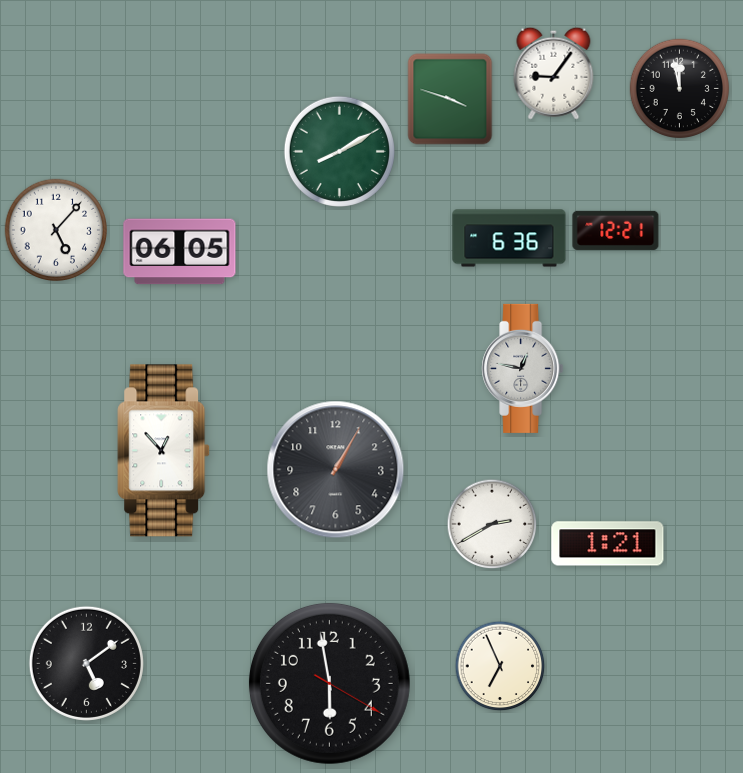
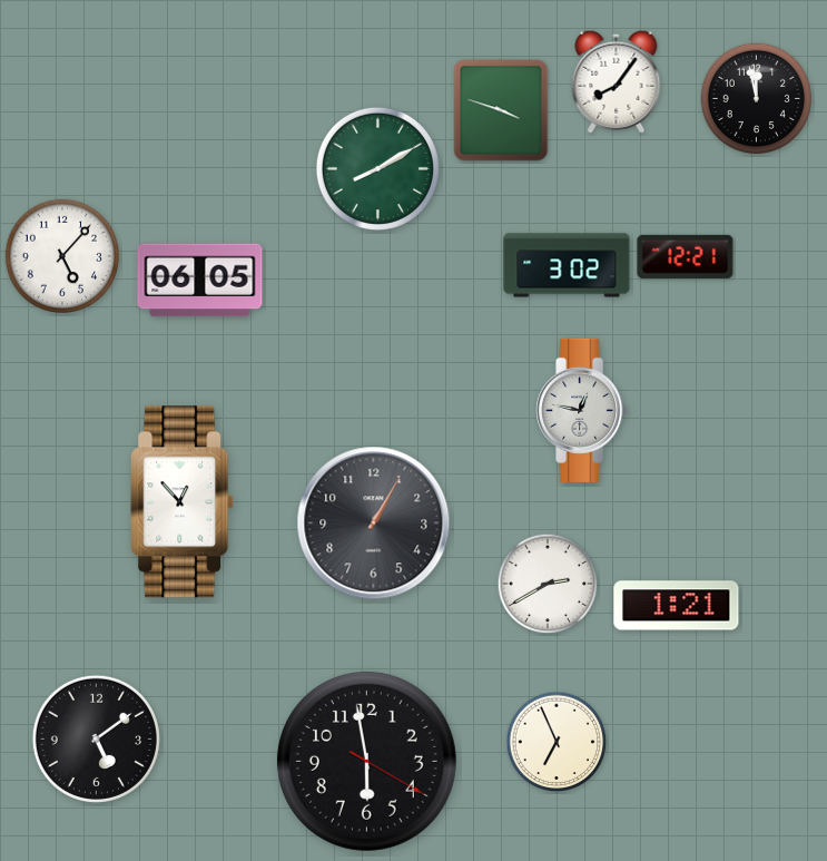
clock at (554, 73): 9:06 -> 8:06
clock at (509, 238): 6:36 -> 3:02
